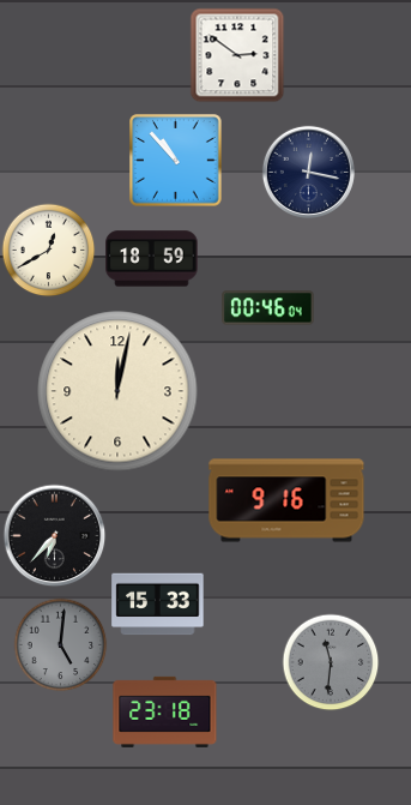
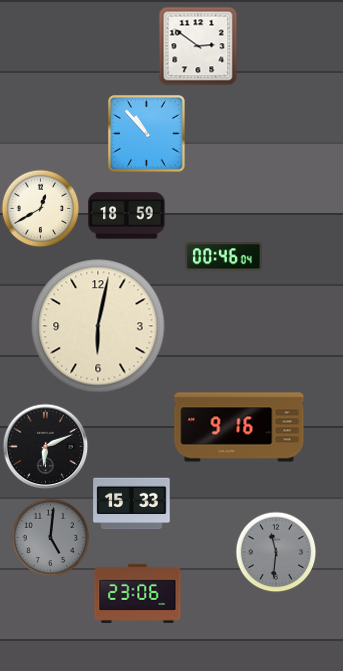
clock at (308, 172): 12:17 -> none
clock at (117, 391): 12:02 -> 6:02
clock at (286, 500) position: (286, 500) -> (239, 427)
clock at (54, 535): 6:37 -> 6:11
clock at (165, 711): 23:18 -> 23:06
